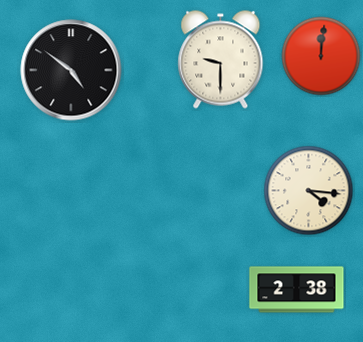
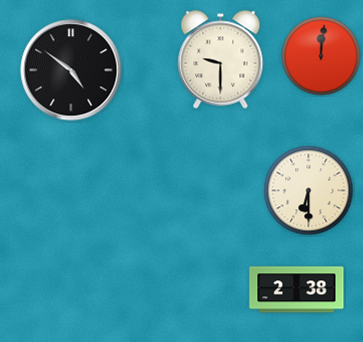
clock at (309, 191): 4:16 -> 6:30
